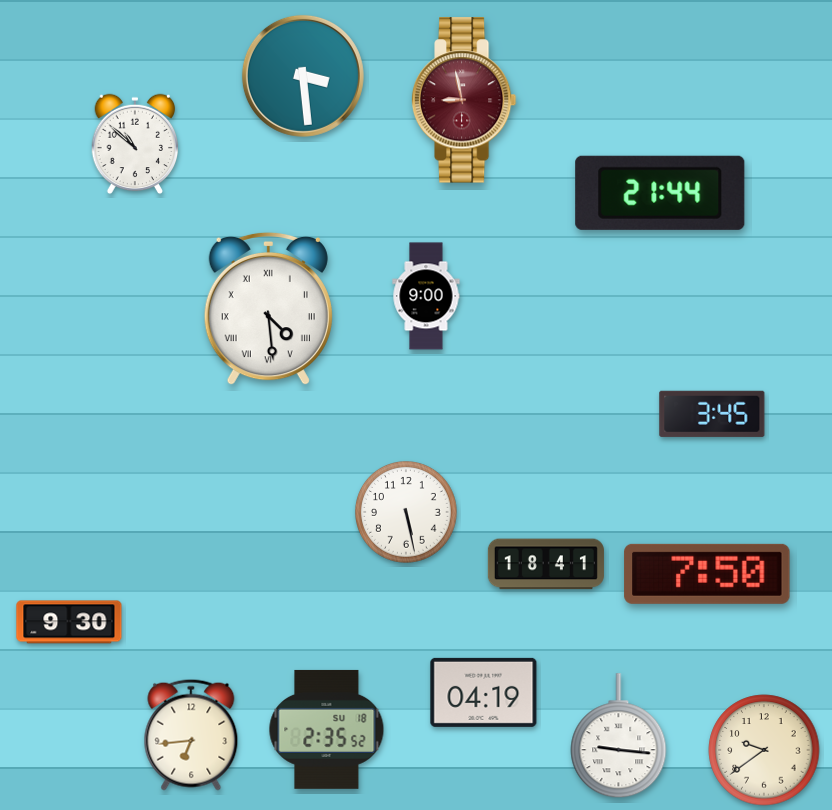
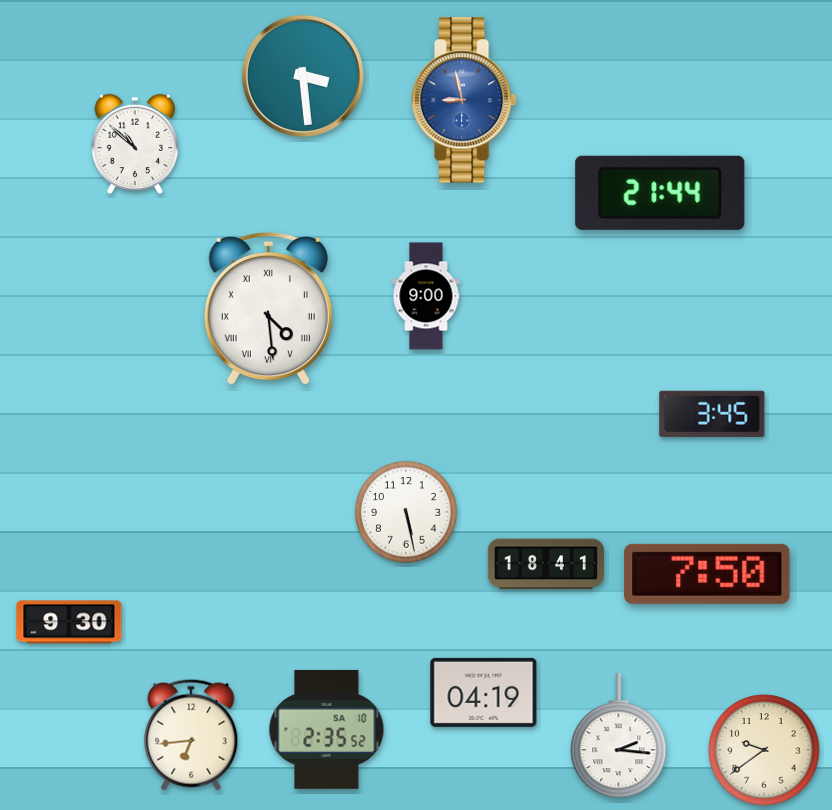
clock at (464, 100) dial: burgundy -> blue
clock at (327, 729) date: SU 18 -> SA 10
clock at (619, 736): 9:16 -> 2:16
